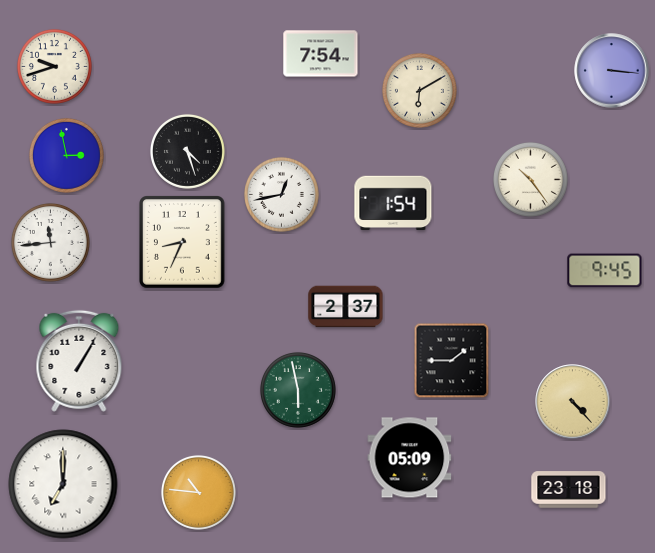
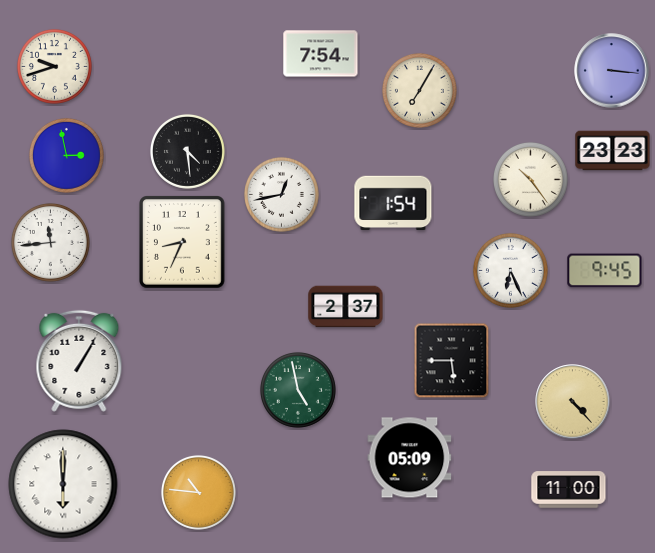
clock at (419, 90): 6:10 -> 7:05
clock at (187, 151): 4:27 -> 4:29
clock at (613, 151): none -> 23:23
clock at (510, 270): none -> 6:26
clock at (452, 361): 1:45 -> 5:45
clock at (298, 390): 5:58 -> 4:58
clock at (63, 484): 7:00 -> 6:00
clock at (569, 490): 23:18 -> 11:00
